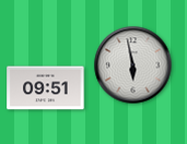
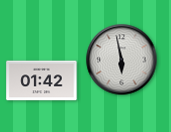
clock at (46, 88): 09:51 -> 01:42
